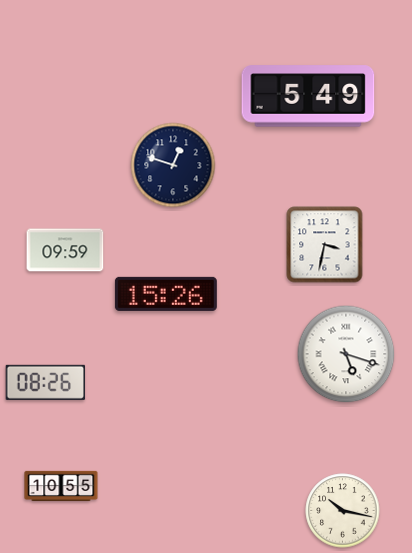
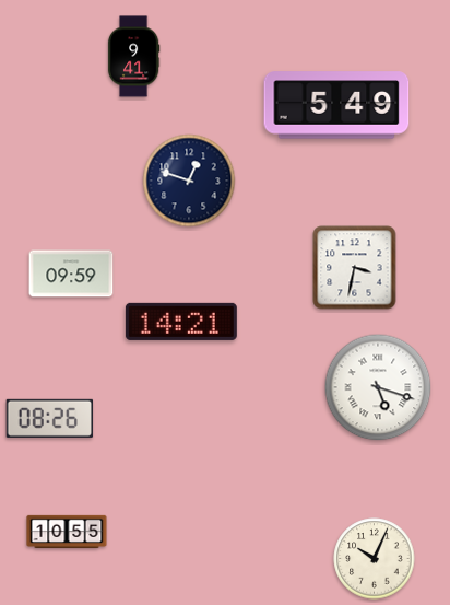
clock at (133, 57): none -> 9:41
clock at (166, 294): 15:26 -> 14:21
clock at (343, 511): 10:17 -> 10:04
